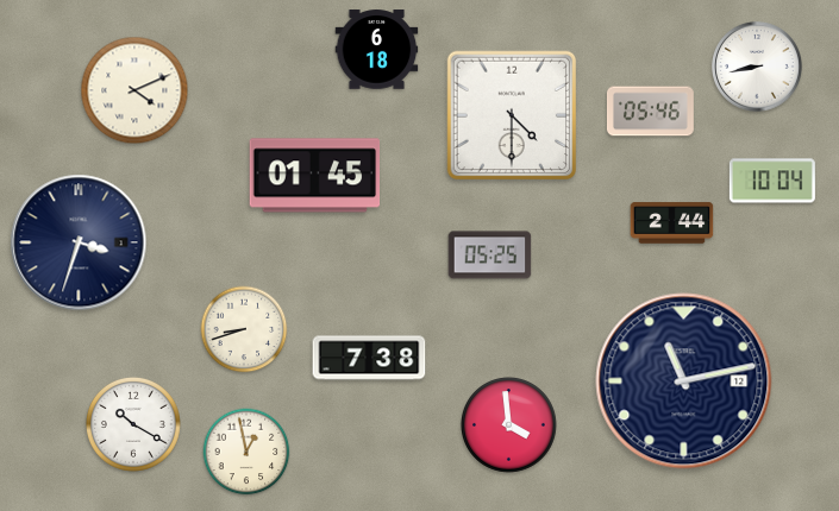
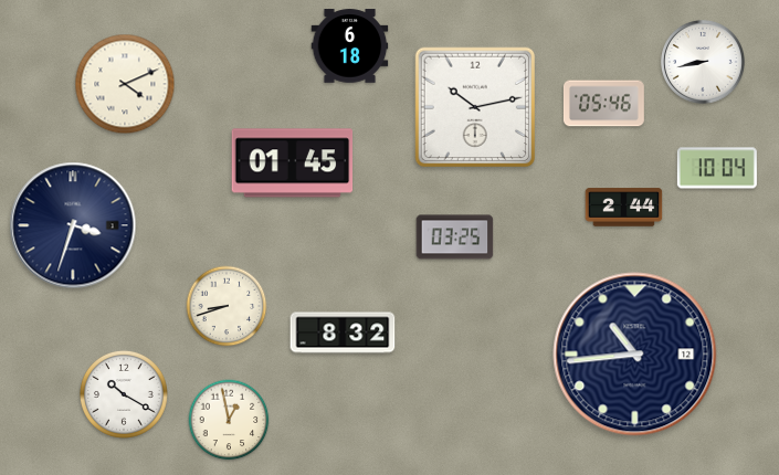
clock at (512, 115): 4:30 -> 10:13
clock at (490, 255): 05:25 -> 03:25
clock at (369, 358): 7:38 -> 8:32
clock at (684, 381): 11:13 -> 10:44
clock at (509, 425): 3:59 -> none
